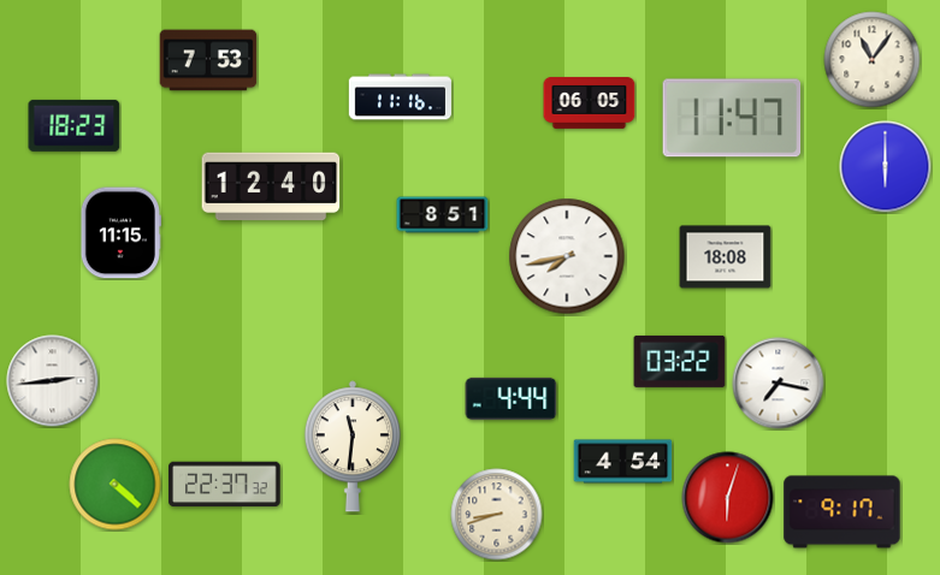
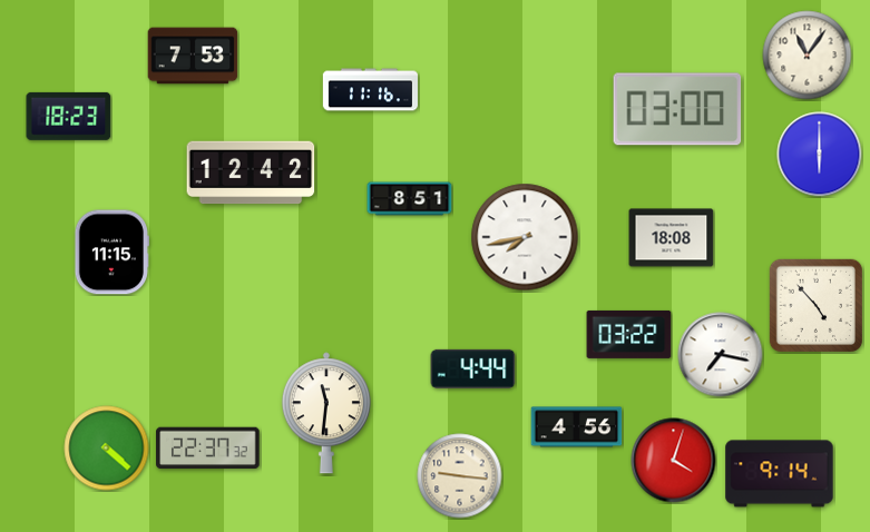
clock at (590, 103): 06:05 -> none
clock at (732, 118): 11:47 -> 03:00
clock at (271, 186): 12:40 -> 12:42
clock at (120, 233) position: (120, 233) -> (111, 253)
clock at (815, 305): none -> 4:53
clock at (53, 381): 2:44 -> none
clock at (623, 462): 4:54 -> 4:56
clock at (728, 498): 6:03 -> 4:03
clock at (843, 512): 9:17 -> 9:14
clock at (497, 515): 8:42 -> 9:16
